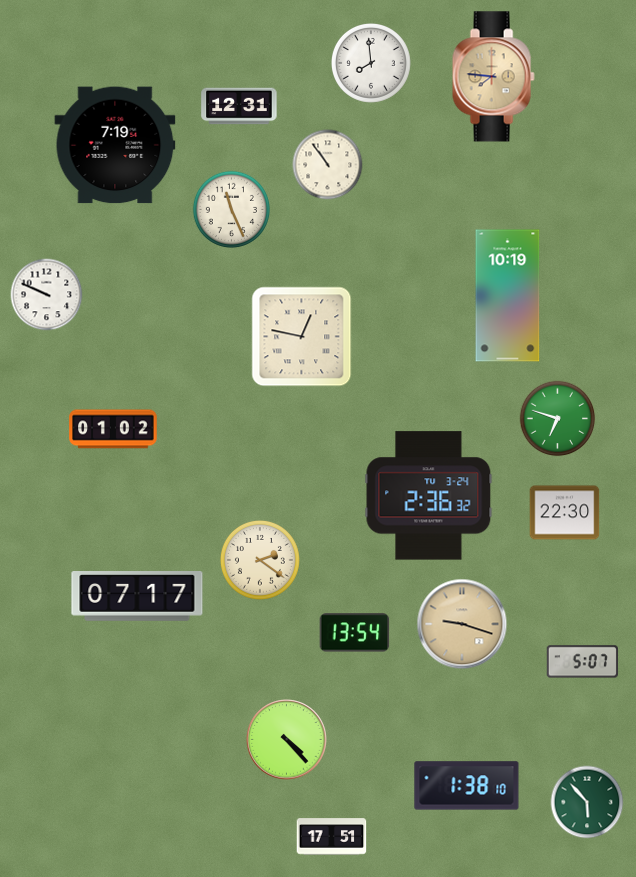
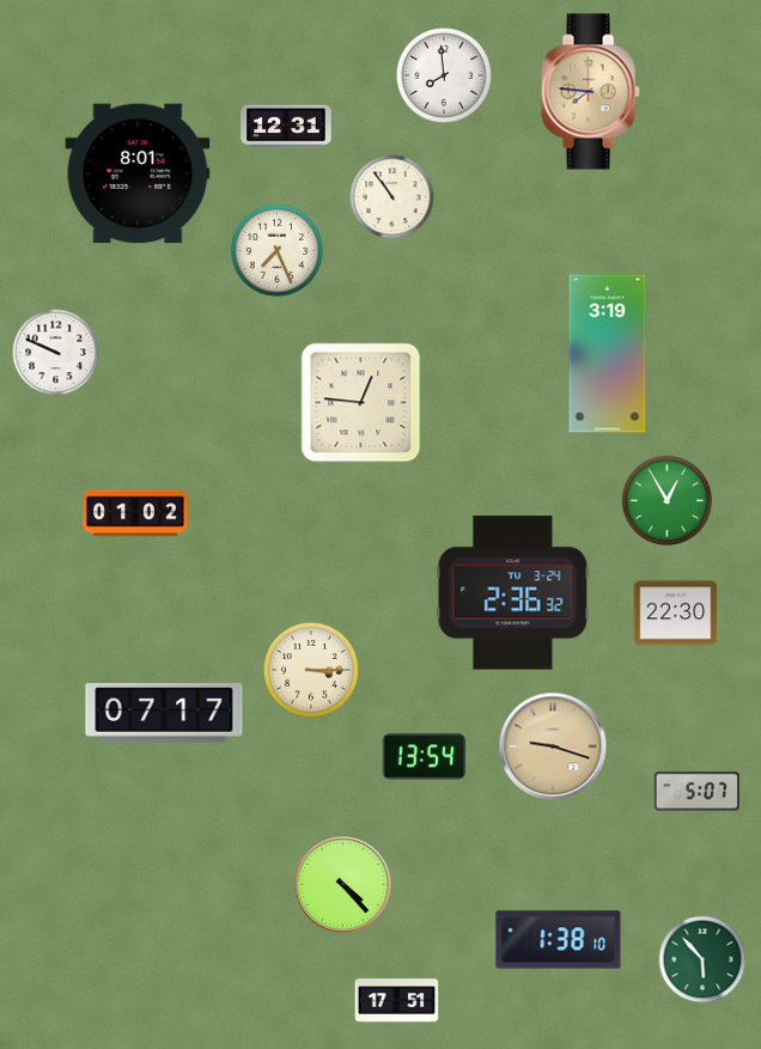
clock at (115, 145): 7:19 -> 8:01
clock at (231, 209): 11:26 -> 7:26
clock at (508, 296): 10:19 -> 3:19
clock at (302, 337): 12:47 -> 12:46
clock at (558, 419): 6:48 -> 12:55
clock at (260, 560): 2:21 -> 3:15
